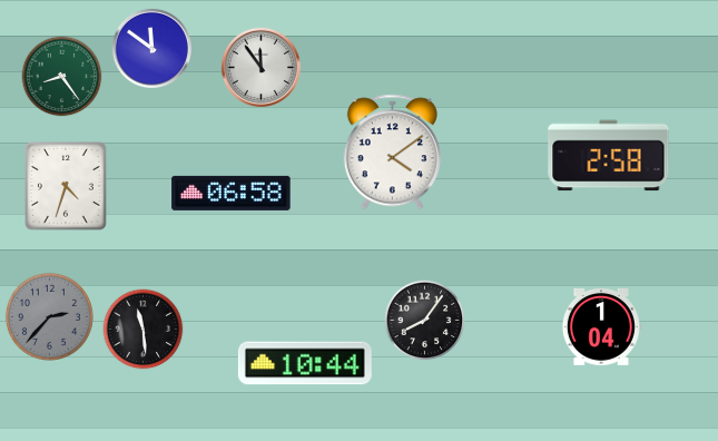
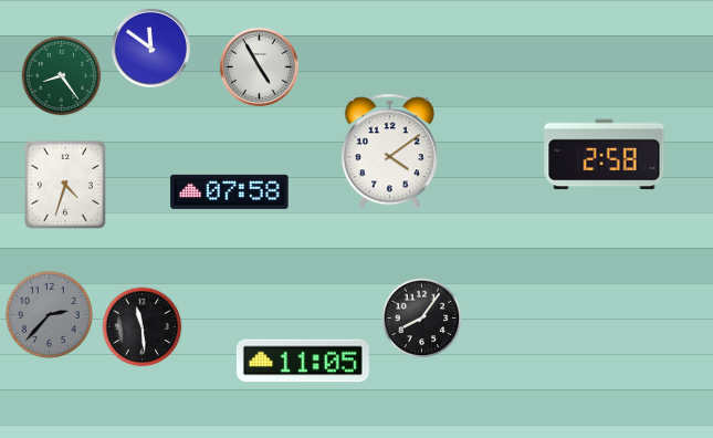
clock at (260, 67): 11:54 -> 4:55
clock at (232, 193): 06:58 -> 07:58
clock at (601, 326): 1:04 -> none
clock at (305, 363): 10:44 -> 11:05
